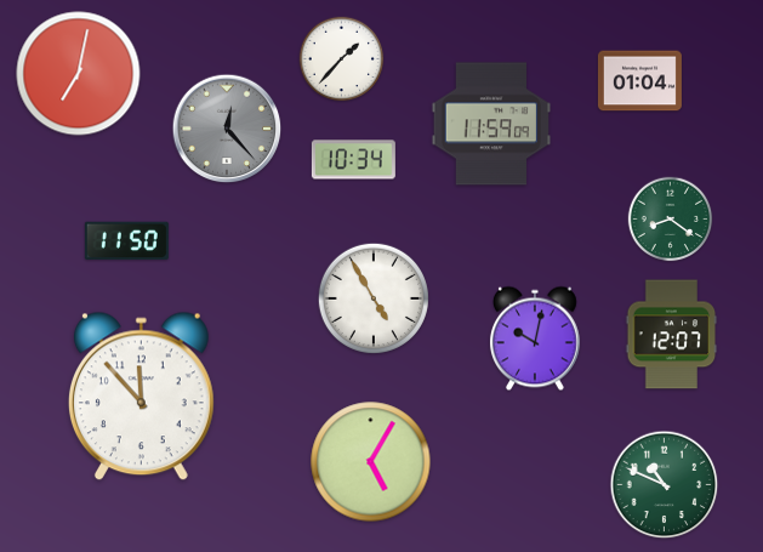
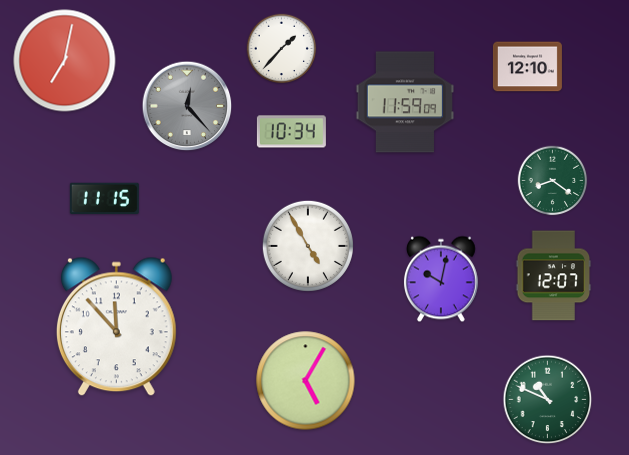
clock at (639, 81): 01:04 -> 12:10
clock at (126, 241): 11:50 -> 11:15
